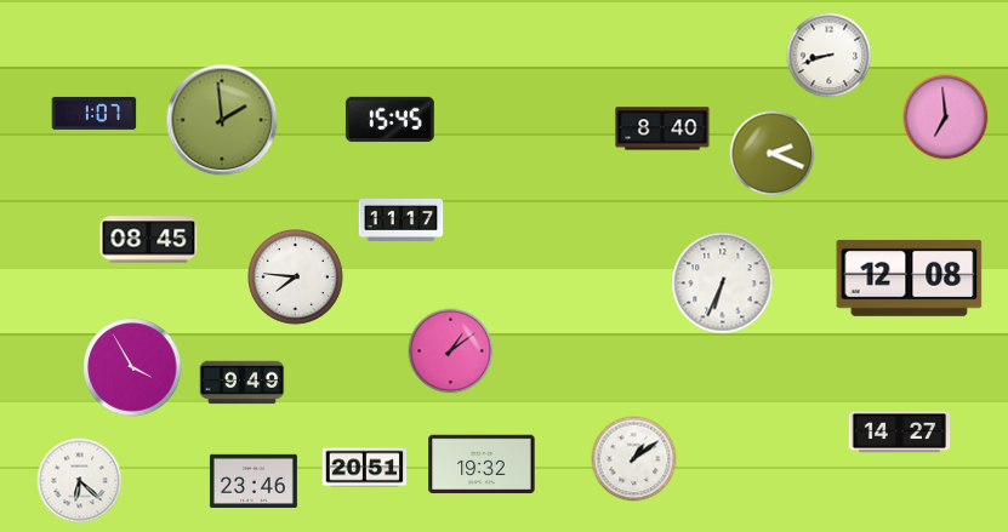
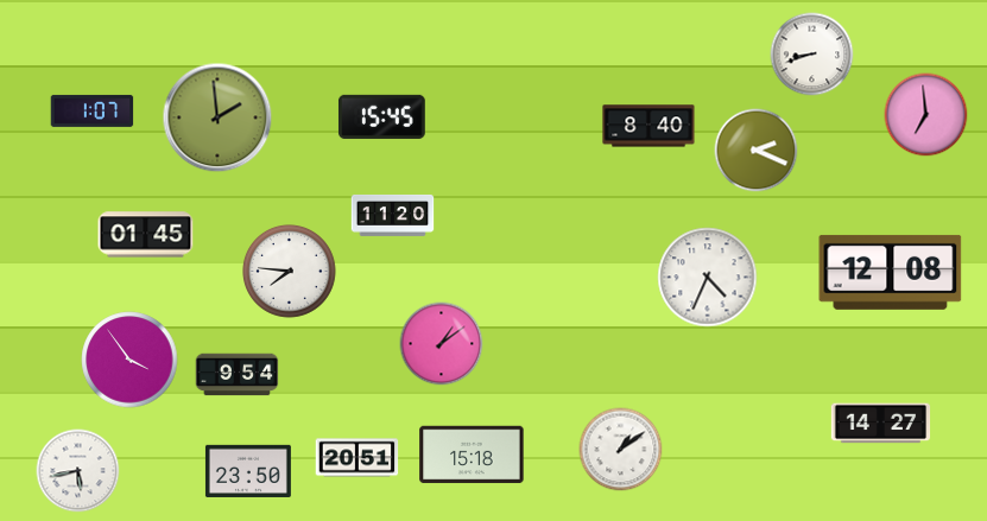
clock at (402, 219): 11:17 -> 11:20
clock at (149, 240): 08:45 -> 01:45
clock at (723, 284): 6:34 -> 4:34
clock at (132, 367): 3:55 -> 3:54
clock at (243, 383): 9:49 -> 9:54
clock at (482, 464): 19:32 -> 15:18
clock at (80, 481): 6:22 -> 5:43
clock at (254, 481): 23:46 -> 23:50
